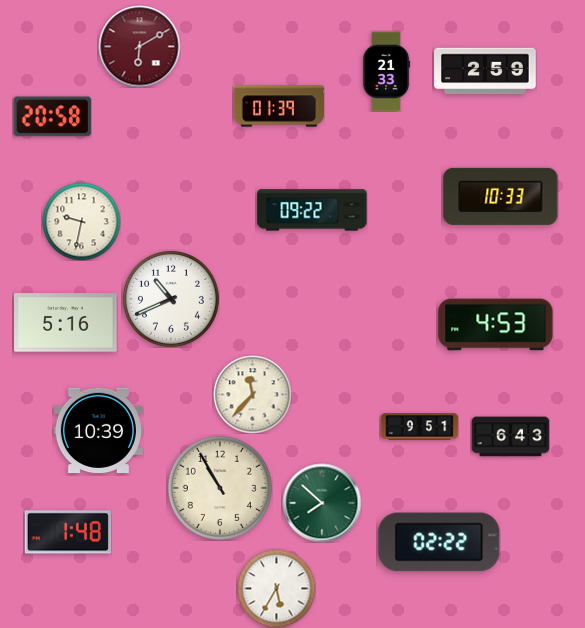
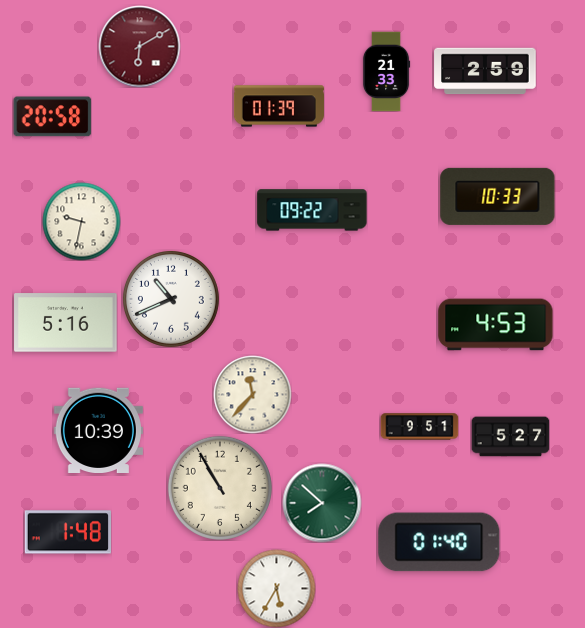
clock at (501, 196) position: (501, 196) -> (498, 196)
clock at (510, 437): 6:43 -> 5:27
clock at (439, 542): 02:22 -> 01:40
